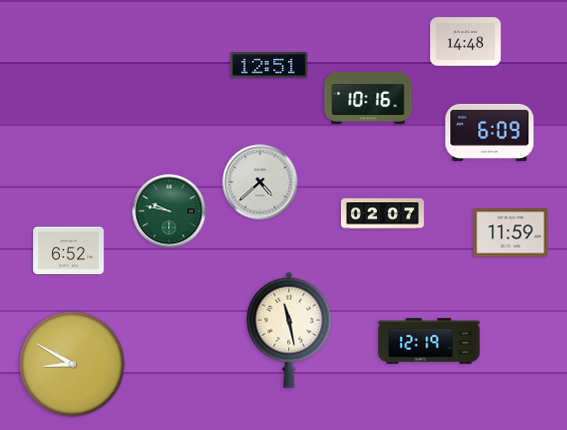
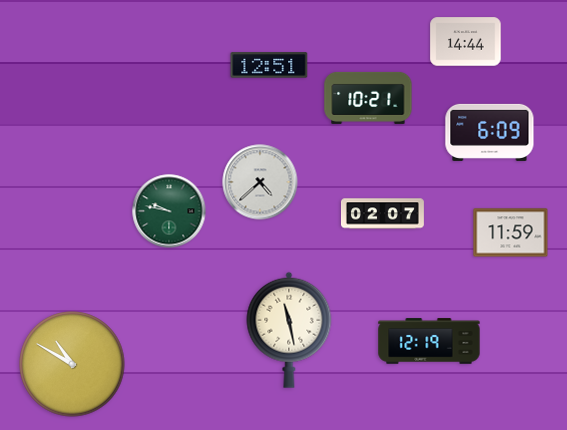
clock at (466, 42): 14:48 -> 14:44
clock at (368, 98): 10:16 -> 10:21
clock at (69, 251): 6:52 -> none
clock at (72, 364): 8:50 -> 10:50
